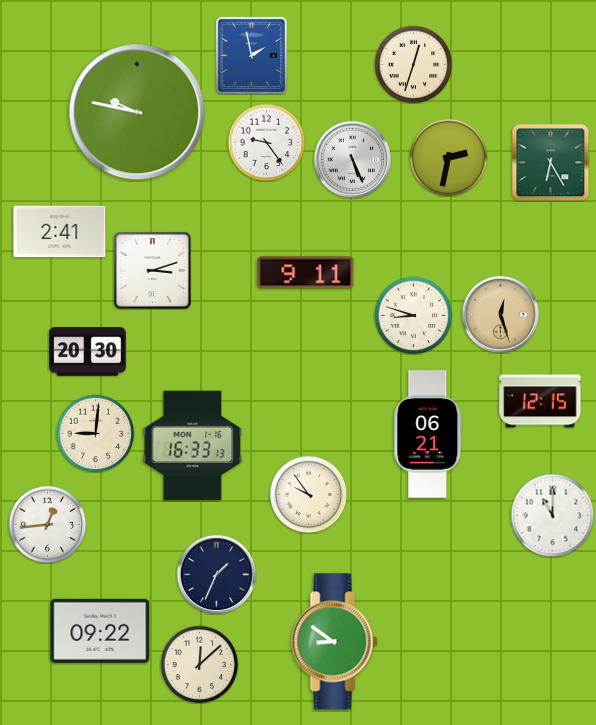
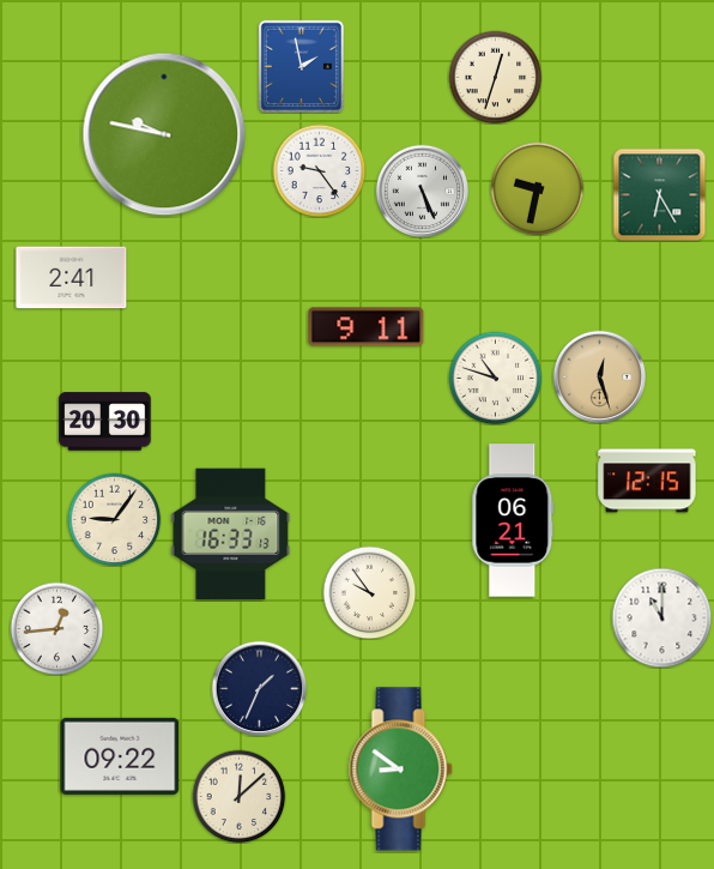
clock at (448, 157): 2:32 -> 9:32
clock at (152, 270): 3:12 -> none
clock at (413, 315): 8:48 -> 10:48
clock at (95, 433): 9:01 -> 9:06
